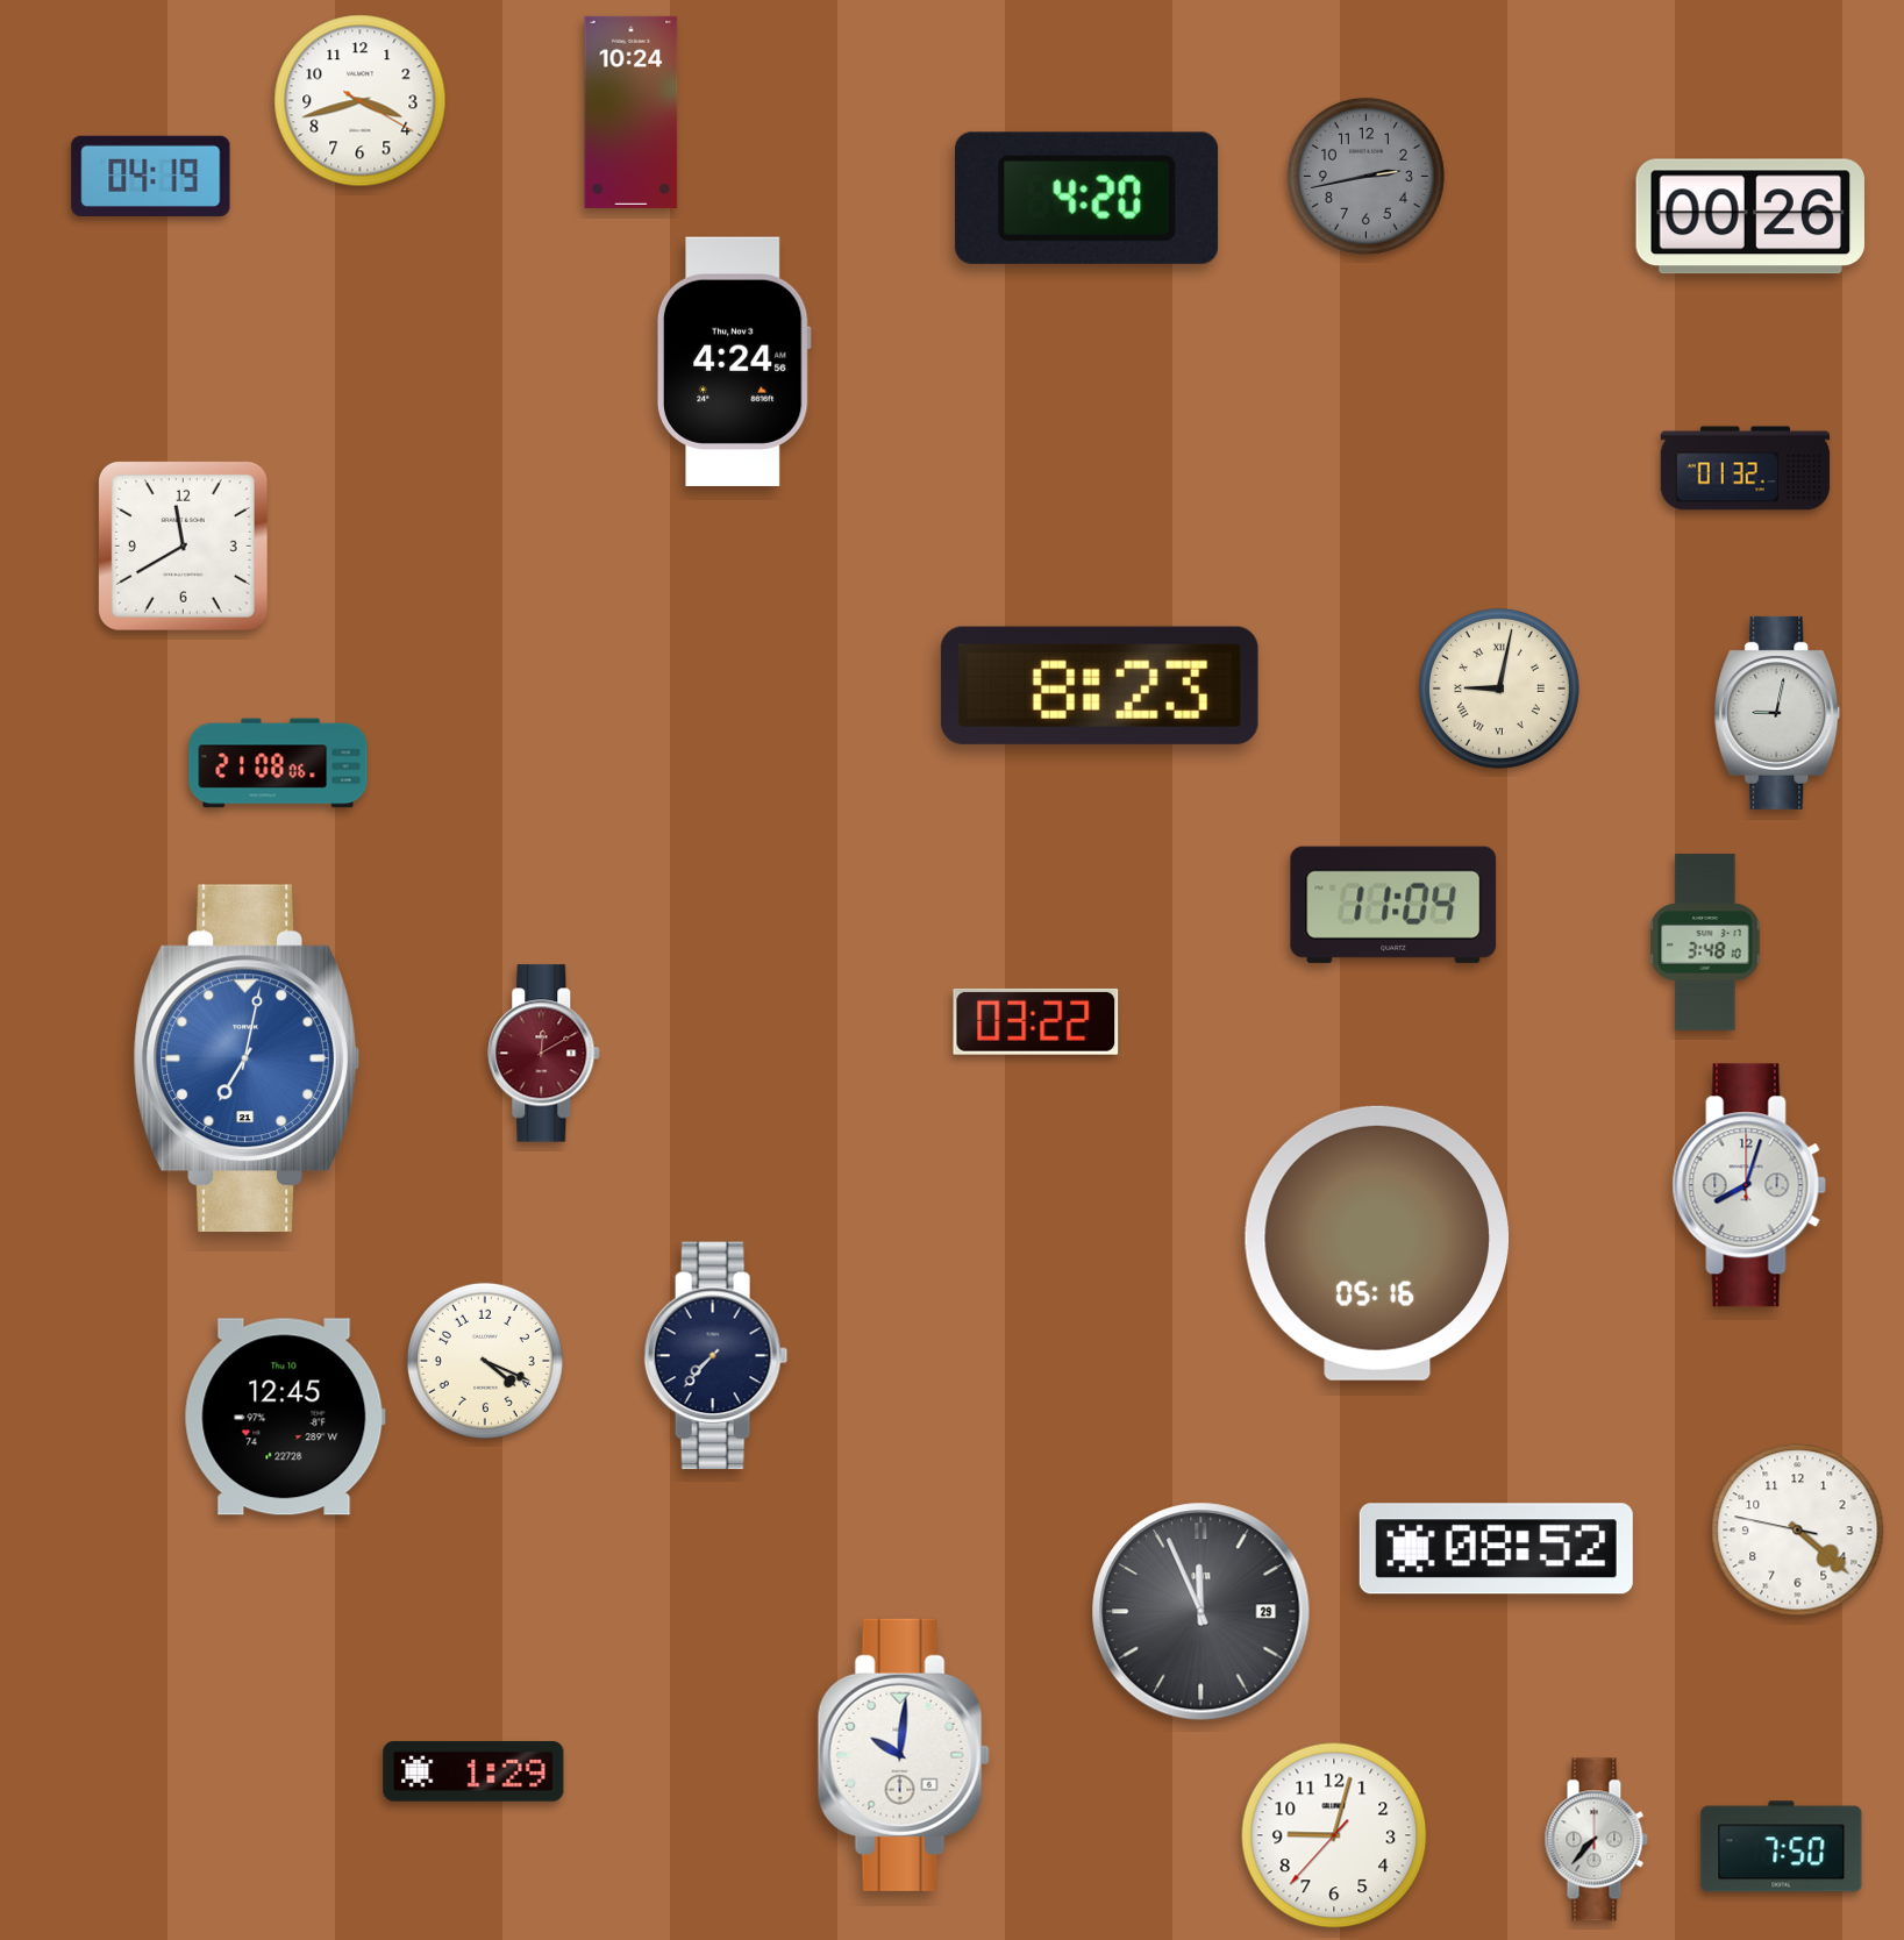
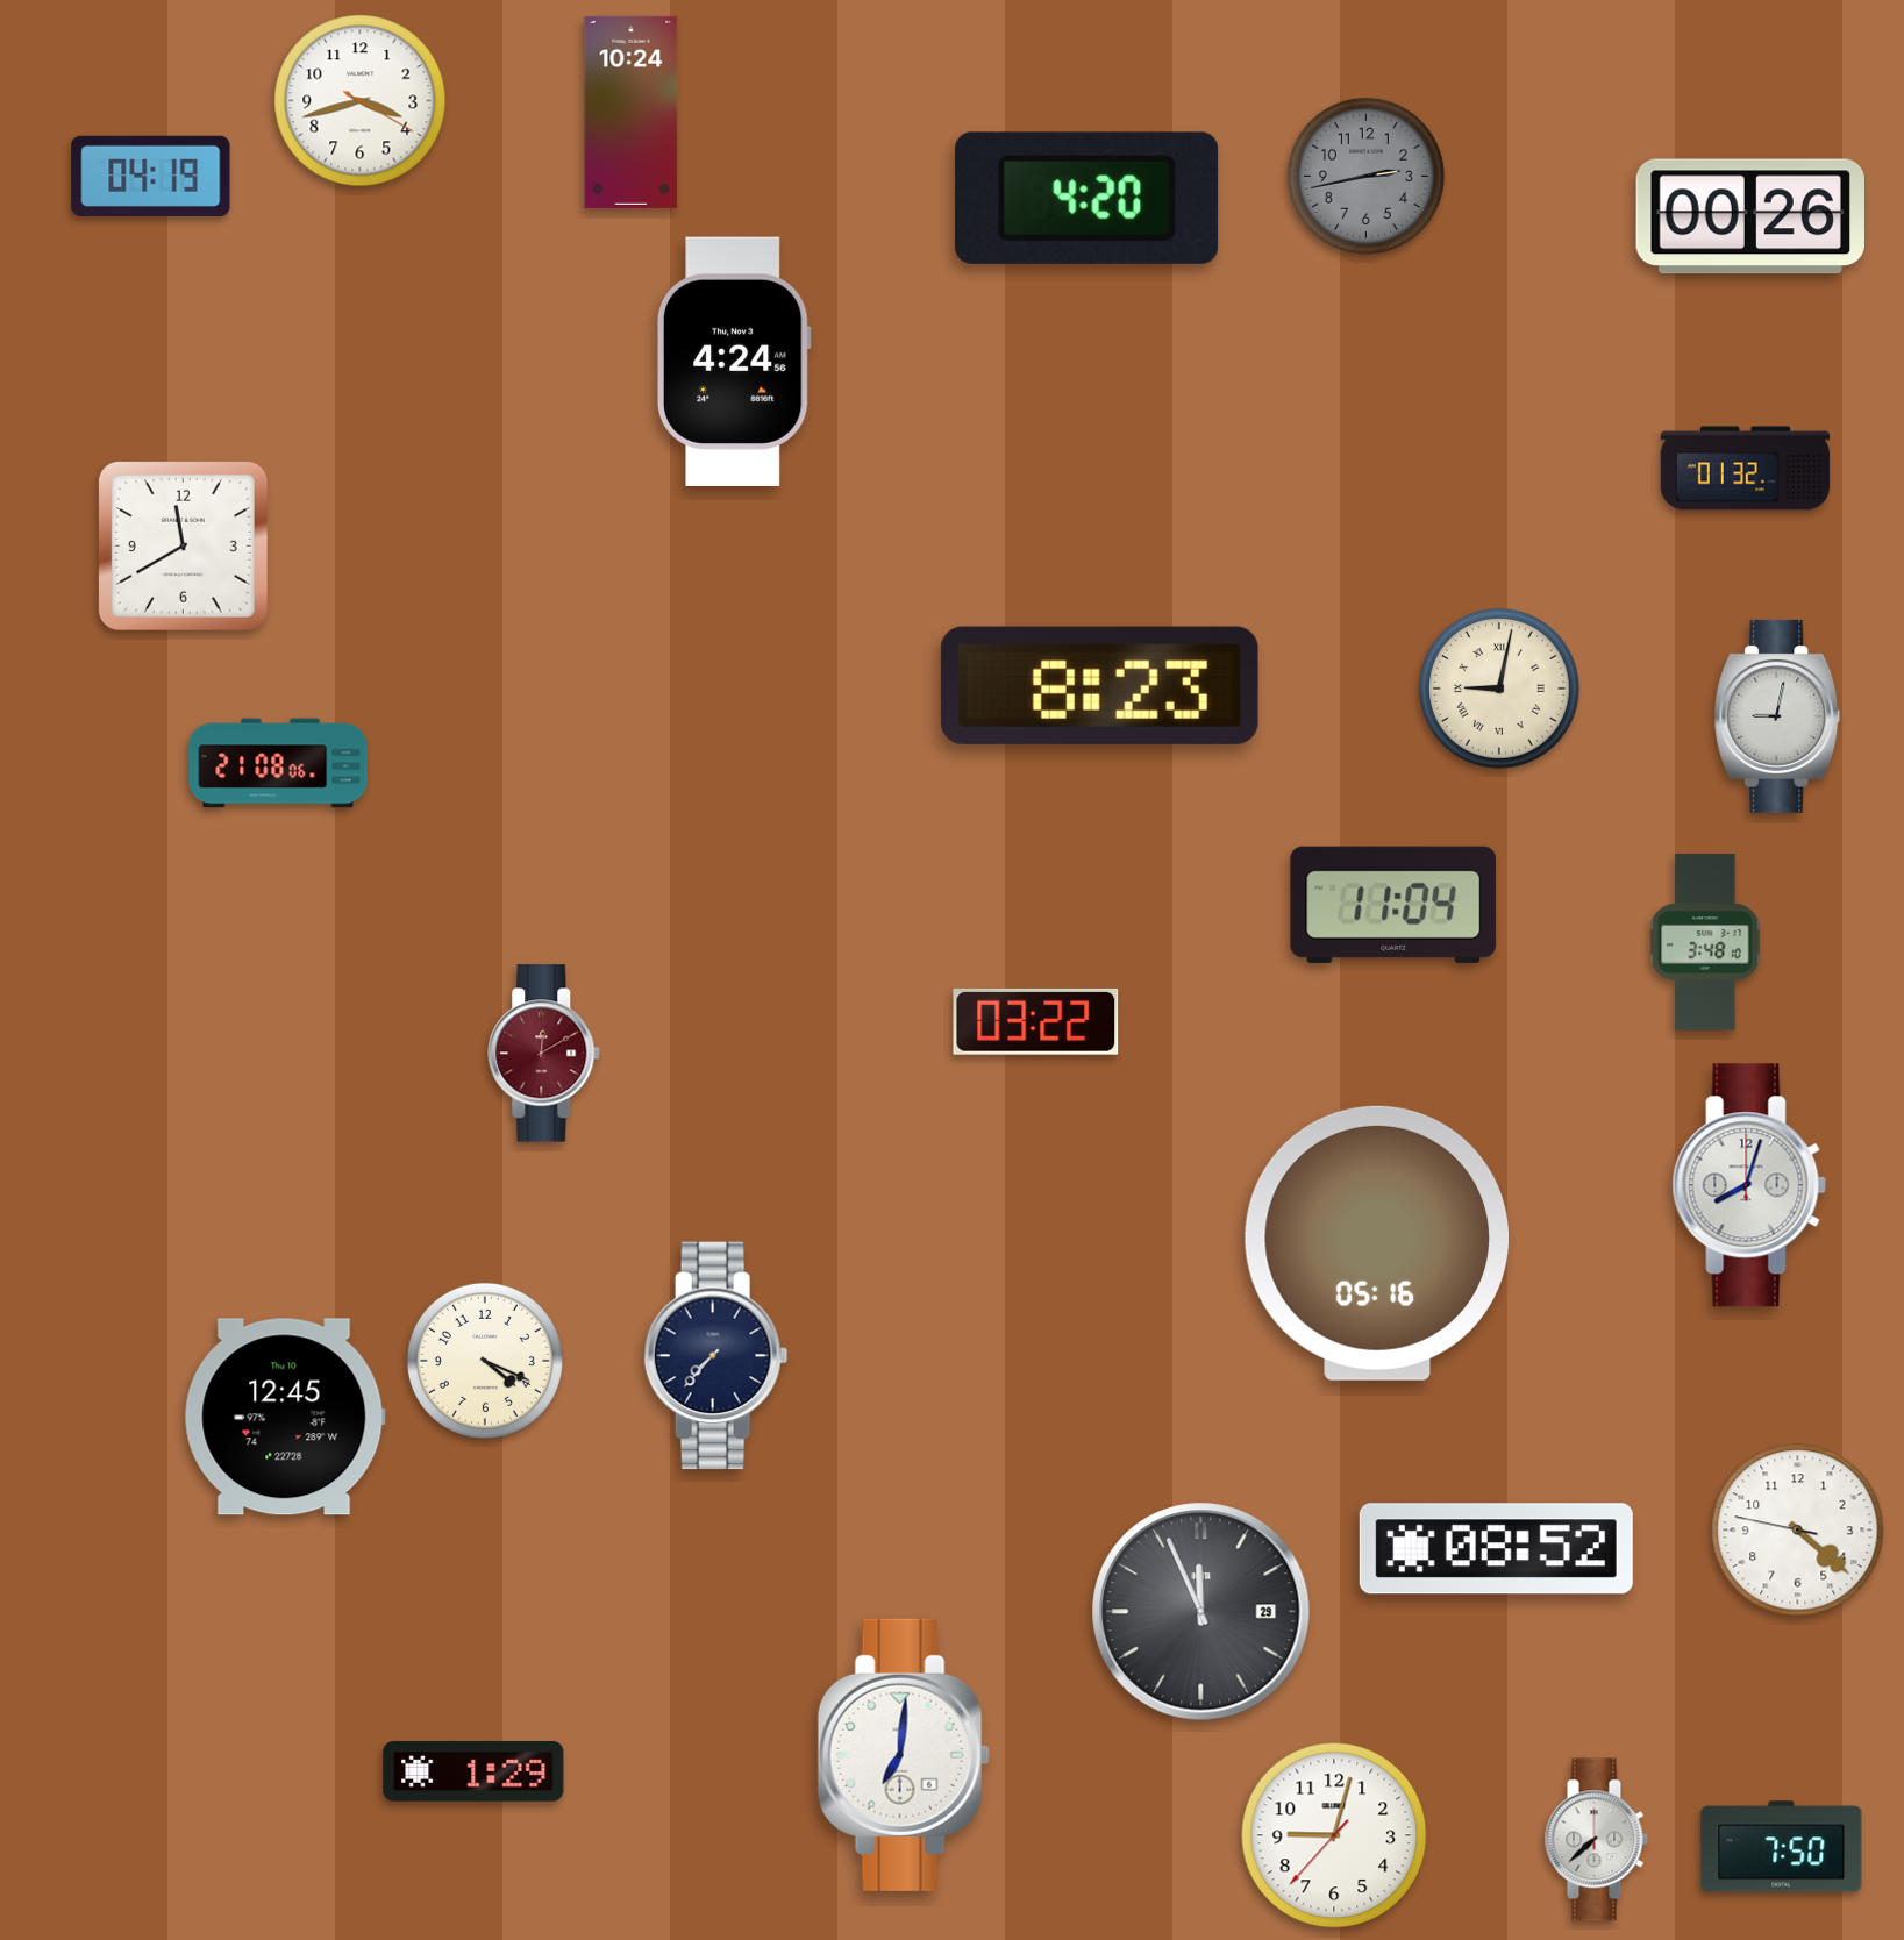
clock at (1777, 713) position: (1777, 713) -> (1777, 716)
clock at (247, 1058): 7:02 -> none
clock at (904, 1755): 10:01 -> 7:01
clock at (1596, 1840): 7:37 -> 7:38
